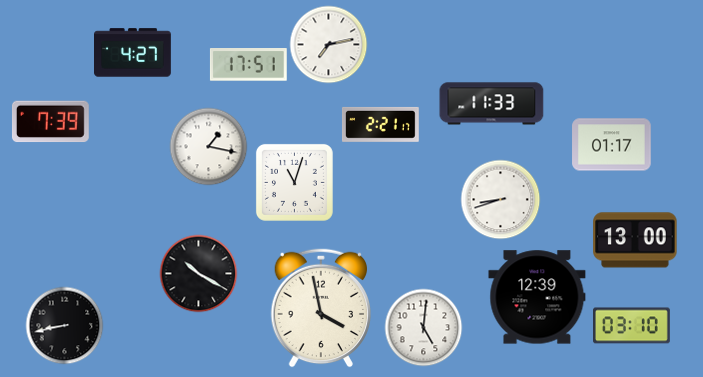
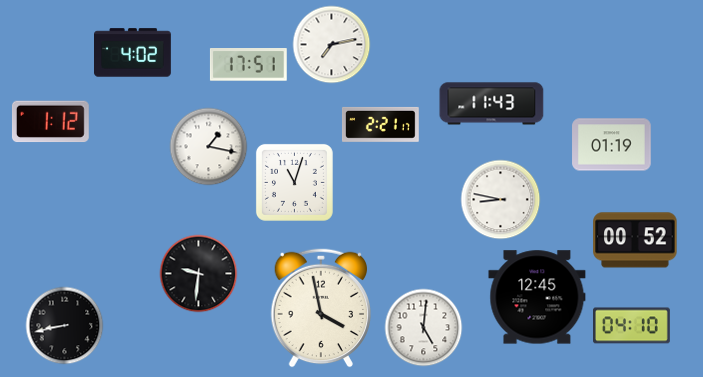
clock at (328, 44) position: (328, 44) -> (331, 44)
clock at (133, 53): 4:27 -> 4:02
clock at (492, 104): 11:33 -> 11:43
clock at (50, 122): 7:39 -> 1:12
clock at (612, 145): 01:17 -> 01:19
clock at (500, 199): 8:42 -> 8:47
clock at (635, 240): 13:00 -> 00:52
clock at (198, 273): 10:20 -> 9:31
clock at (537, 297): 12:39 -> 12:45
clock at (632, 326): 03:10 -> 04:10
